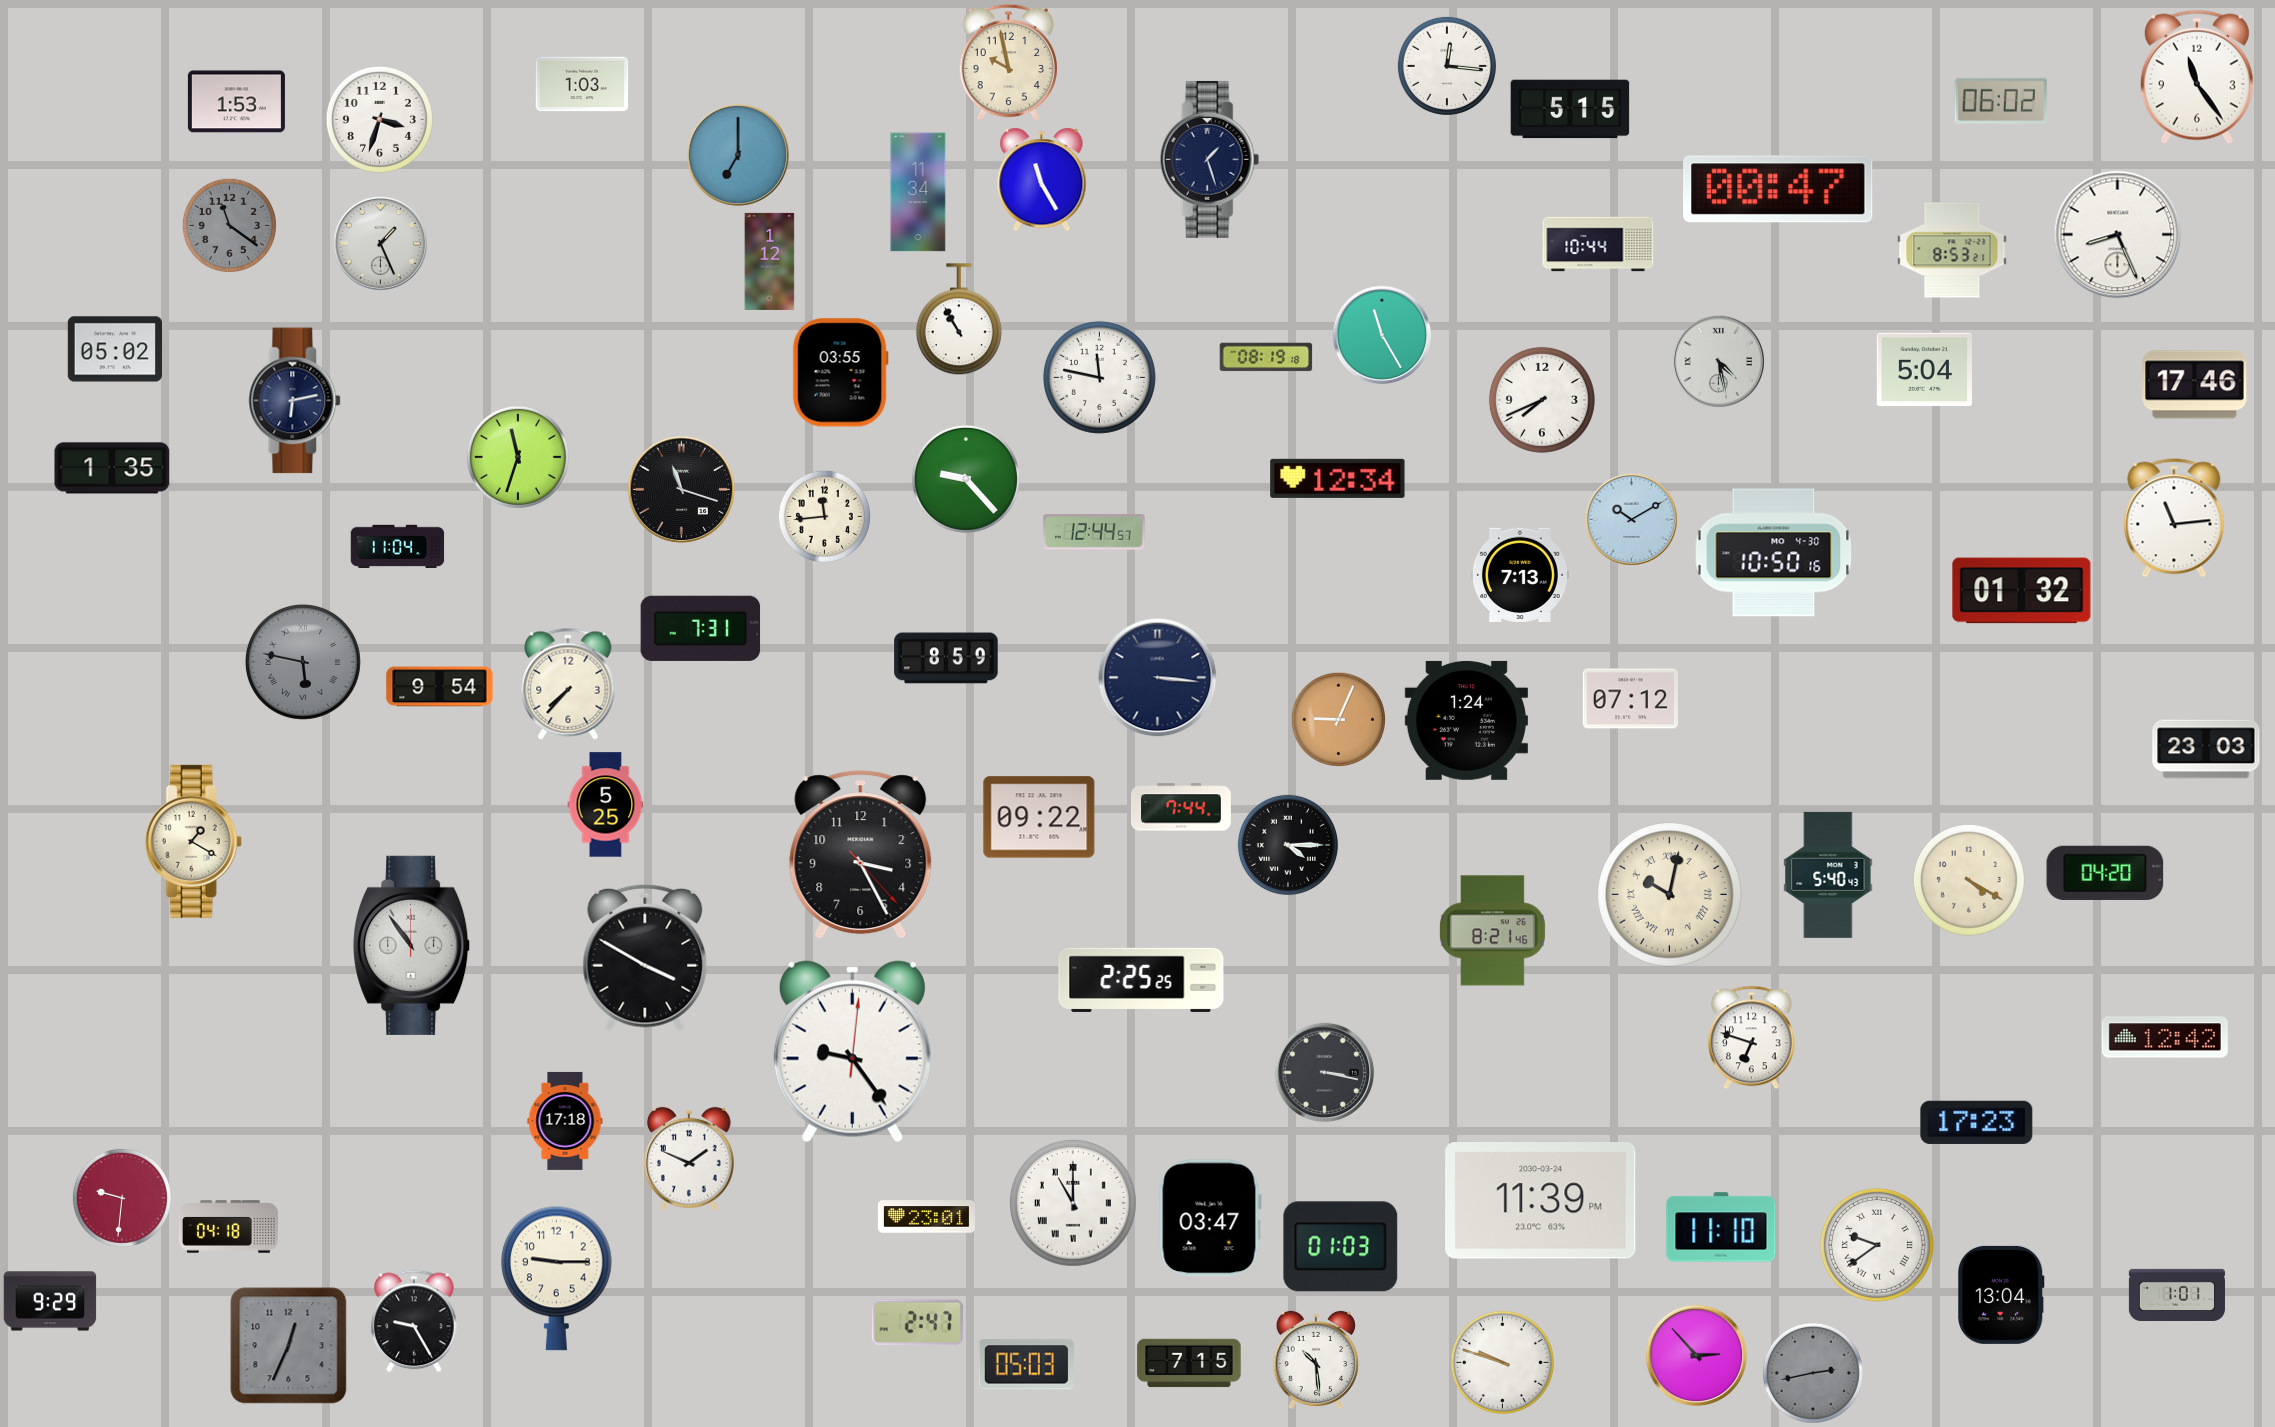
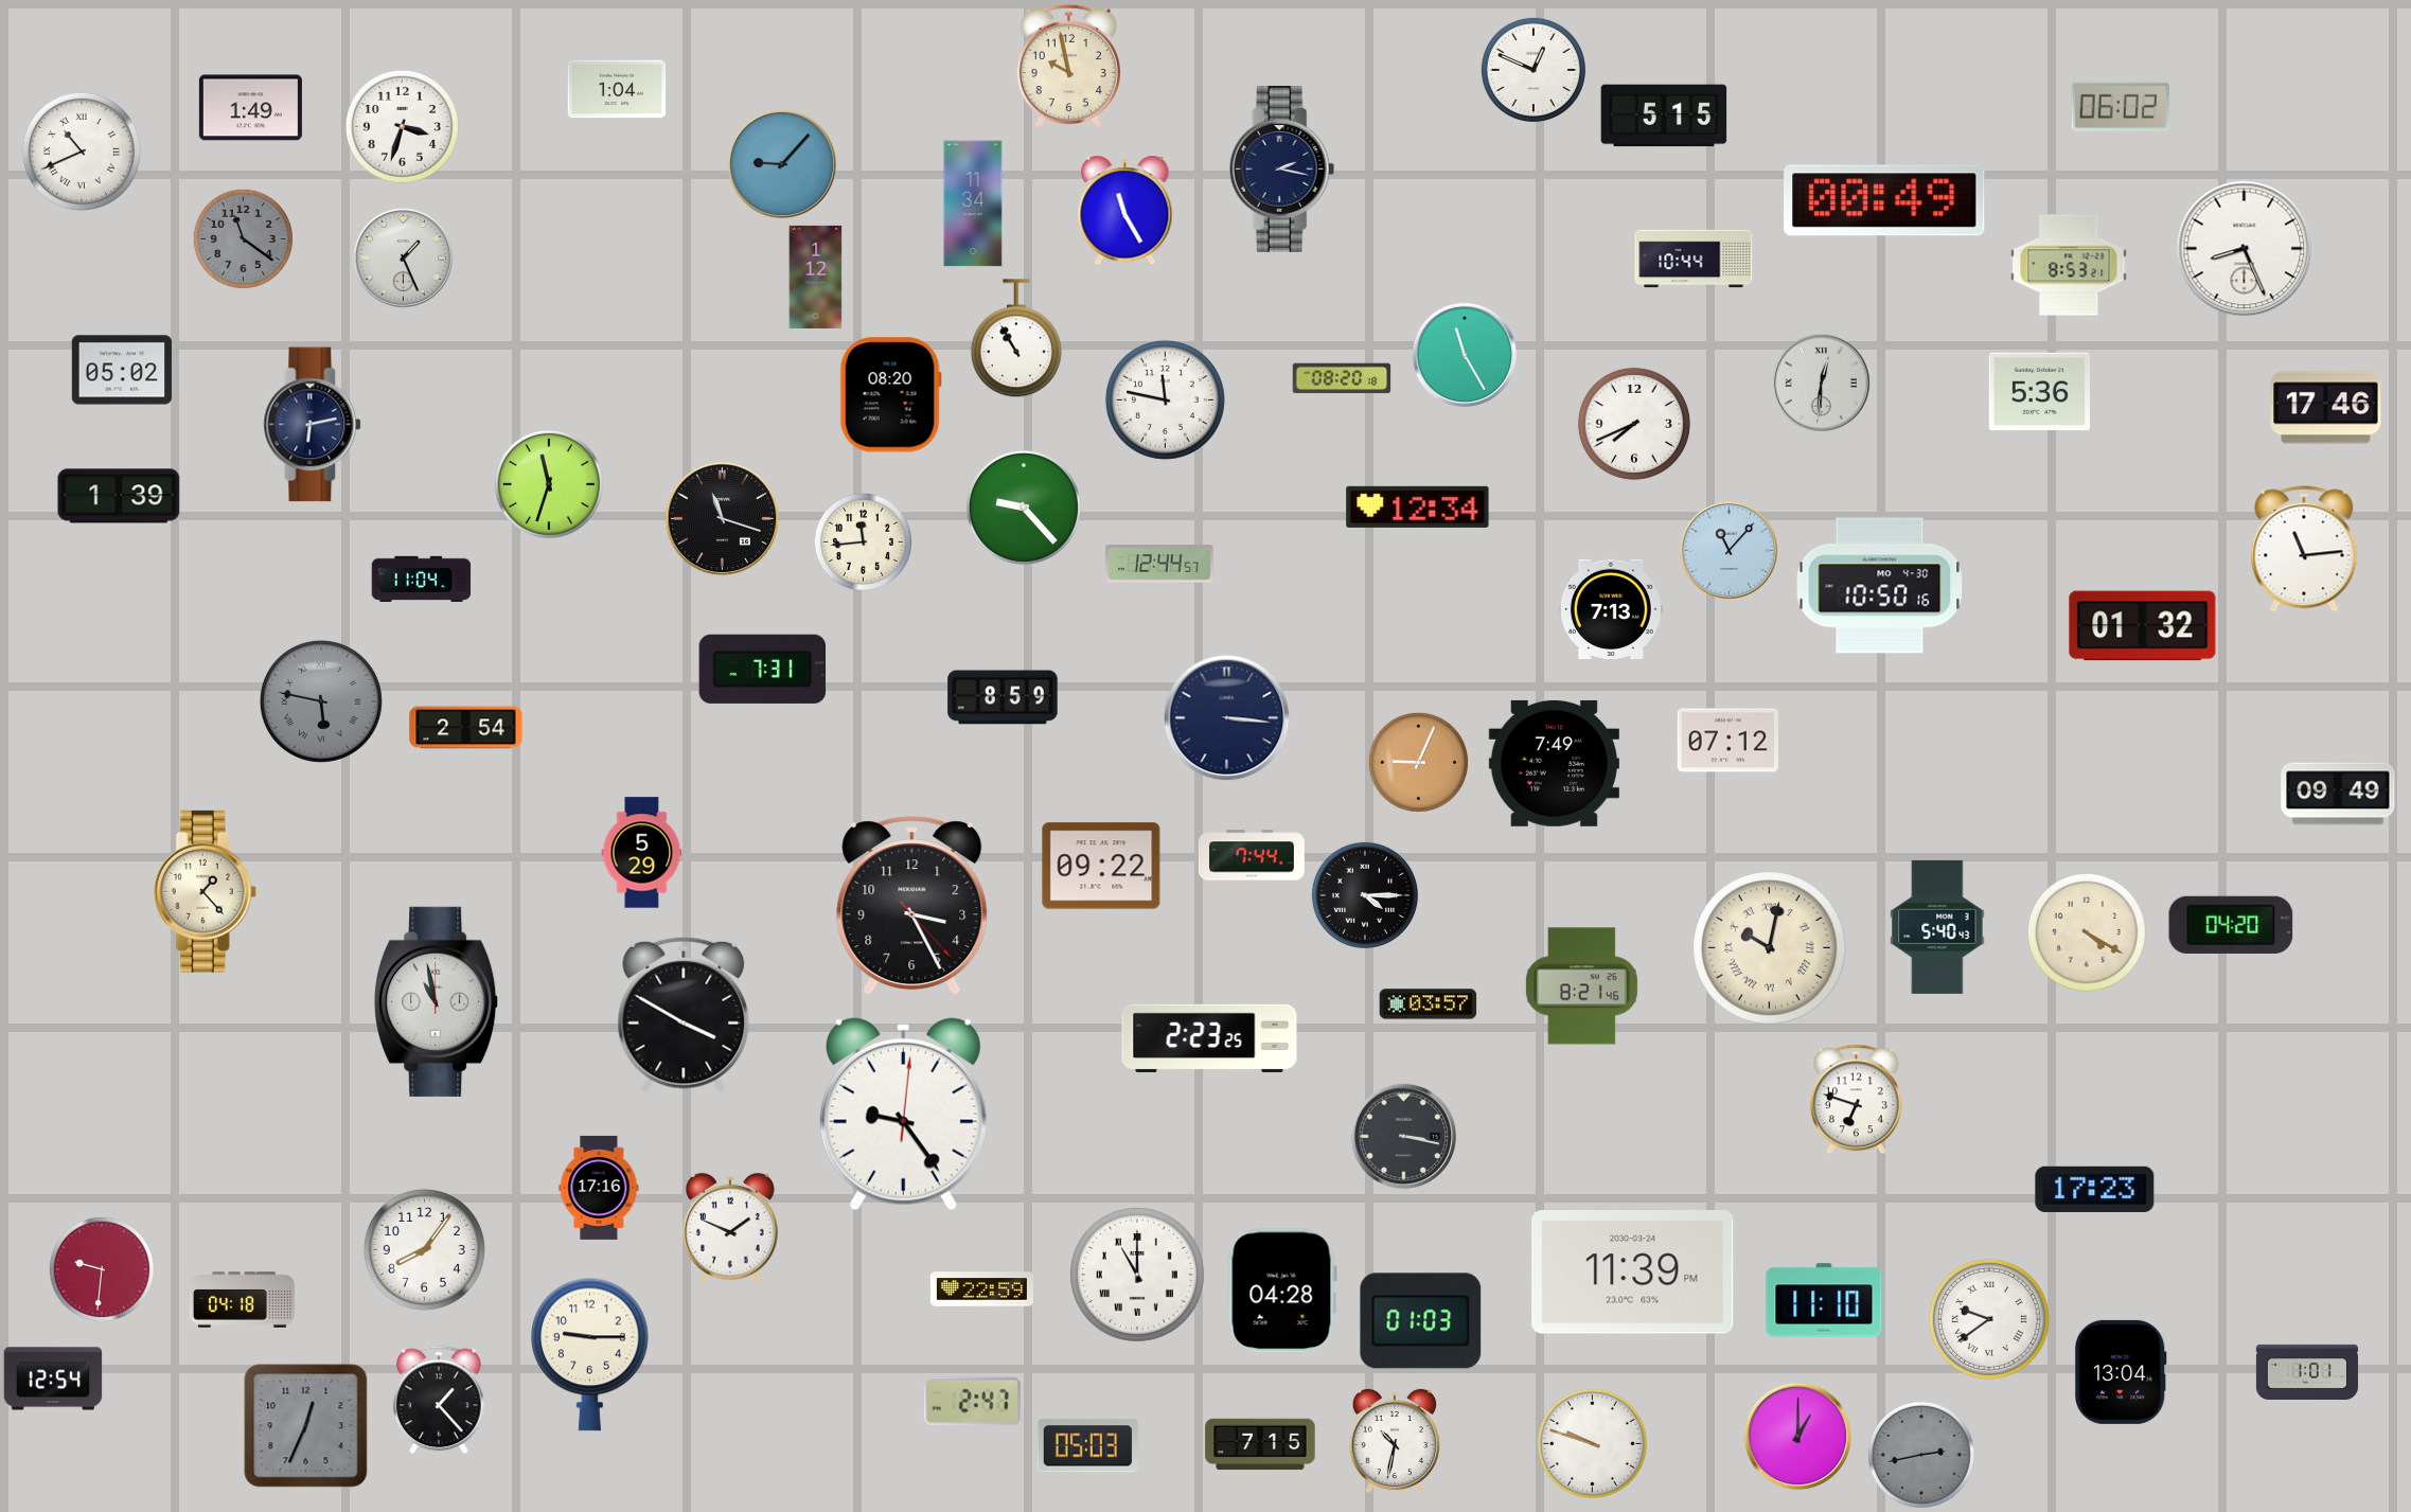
clock at (1447, 66): 12:16 -> 12:49
clock at (2197, 77): 11:24 -> none
clock at (582, 84): 1:03 -> 1:04
clock at (236, 102): 1:53 -> 1:49
clock at (82, 152): none -> 10:41
clock at (738, 155): 7:00 -> 9:07
clock at (1210, 159): 1:27 -> 2:17
clock at (1042, 180) position: (1042, 180) -> (1125, 211)
clock at (1778, 189): 00:47 -> 00:49
clock at (1266, 357): 08:19 -> 08:20
clock at (1718, 361): 4:28 -> 12:31
clock at (1924, 370): 5:04 -> 5:36
clock at (840, 373): 03:55 -> 08:20
clock at (112, 468): 1:35 -> 1:39
clock at (824, 516) position: (824, 516) -> (863, 541)
clock at (1631, 519): 10:10 -> 11:07
clock at (701, 628) position: (701, 628) -> (763, 669)
clock at (568, 684): 7:37 -> none
clock at (440, 687): 9:54 -> 2:54
clock at (1466, 720): 1:24 -> 7:49
clock at (2206, 749): 23:03 -> 09:49
clock at (606, 805): 5:25 -> 5:29
clock at (193, 841): 1:20 -> 1:23
clock at (412, 945): 10:54 -> 10:58
clock at (1429, 1004): none -> 03:57
clock at (1141, 980): 2:25 -> 2:23
clock at (2165, 1037): 12:42 -> none
clock at (565, 1121): 17:18 -> 17:16
clock at (424, 1249): none -> 8:06
clock at (122, 1198) position: (122, 1198) -> (102, 1269)
clock at (926, 1217): 23:01 -> 22:59
clock at (1210, 1218): 03:47 -> 04:28
clock at (50, 1301): 9:29 -> 12:54
clock at (414, 1321): 9:25 -> 1:23
clock at (1697, 1356): 2:53 -> 1:00
clock at (1316, 1360): 10:29 -> 10:32
